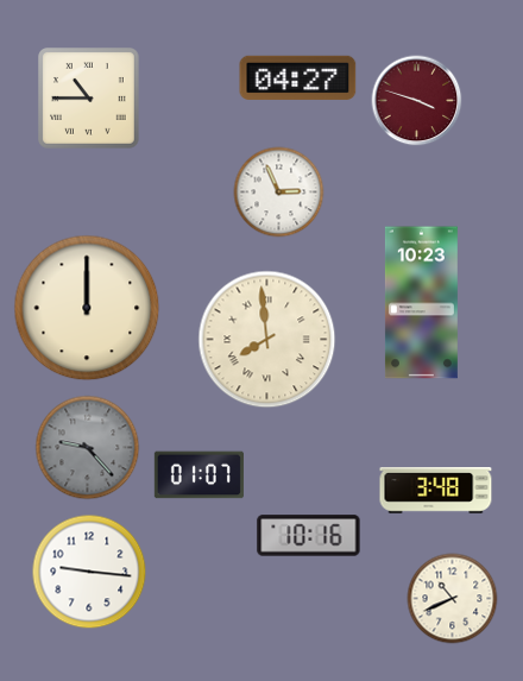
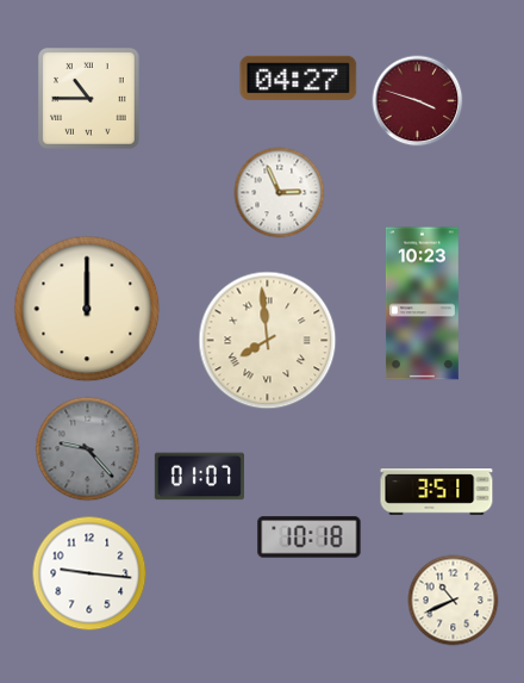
clock at (436, 491): 3:48 -> 3:51
clock at (309, 536): 10:16 -> 10:18
